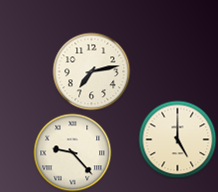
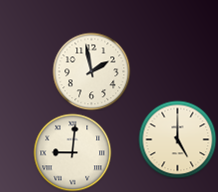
clock at (91, 71): 7:13 -> 1:58
clock at (72, 152): 9:23 -> 9:01
